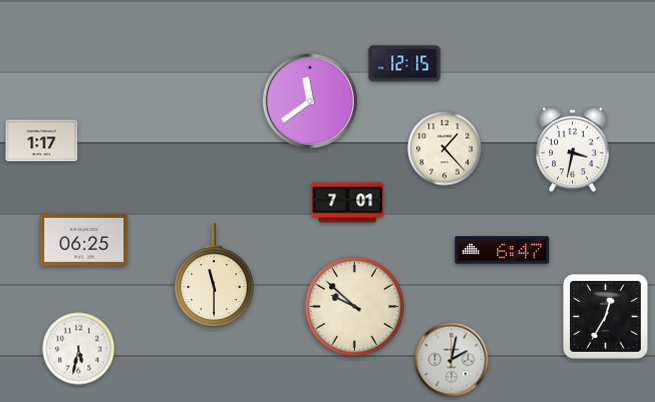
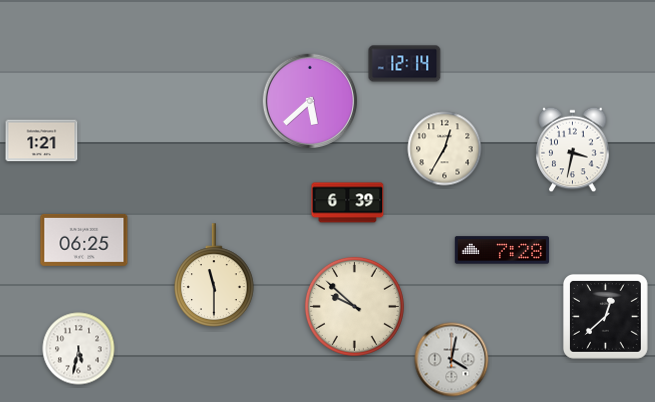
clock at (405, 64): 12:15 -> 12:14
clock at (310, 101): 11:39 -> 5:38
clock at (42, 141): 1:17 -> 1:21
clock at (445, 149): 1:23 -> 12:35
clock at (348, 203): 7:01 -> 6:39
clock at (502, 250): 6:47 -> 7:28
clock at (605, 316): 12:35 -> 12:38
clock at (452, 360): 2:02 -> 4:02
